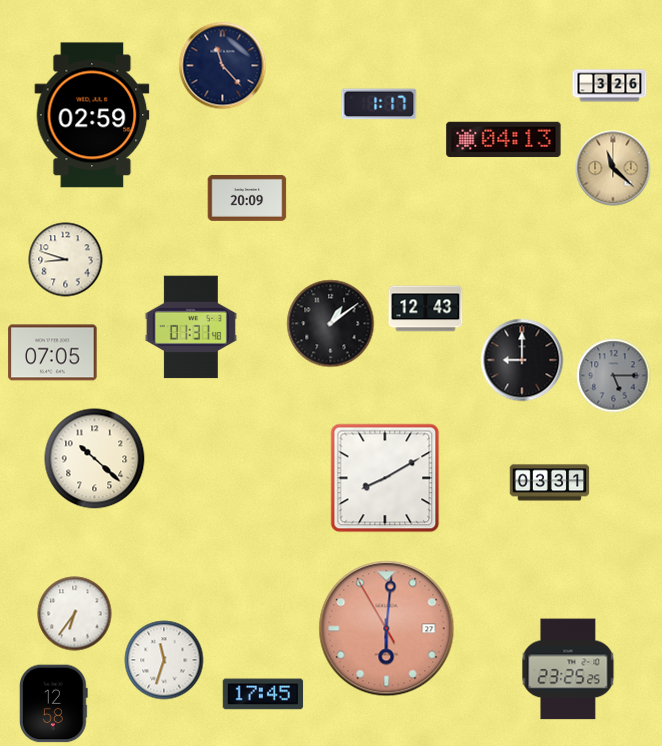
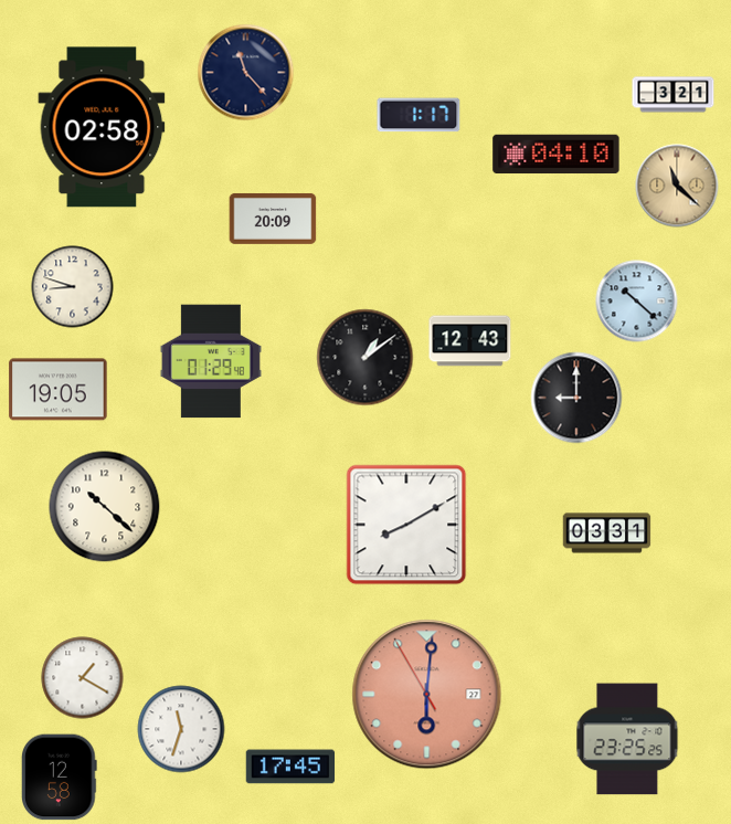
clock at (610, 86): 3:26 -> 3:21
clock at (92, 115): 02:59 -> 02:58
clock at (504, 140): 04:13 -> 04:10
clock at (637, 302): none -> 10:22
clock at (191, 327): 01:31 -> 01:29
clock at (53, 353): 07:05 -> 19:05
clock at (614, 376): 5:15 -> none
clock at (385, 478) position: (385, 478) -> (406, 525)
clock at (75, 614): 6:36 -> 1:20
